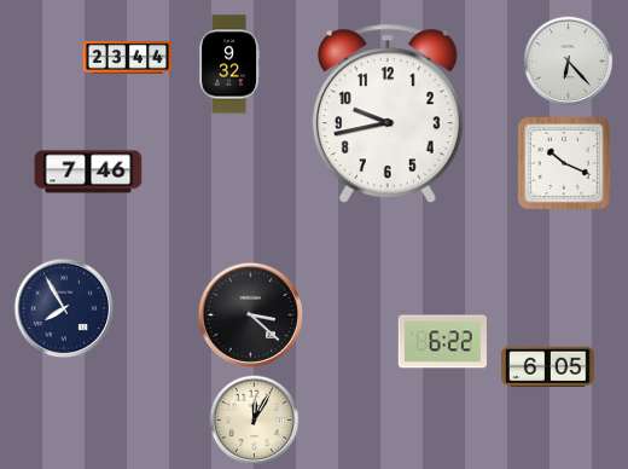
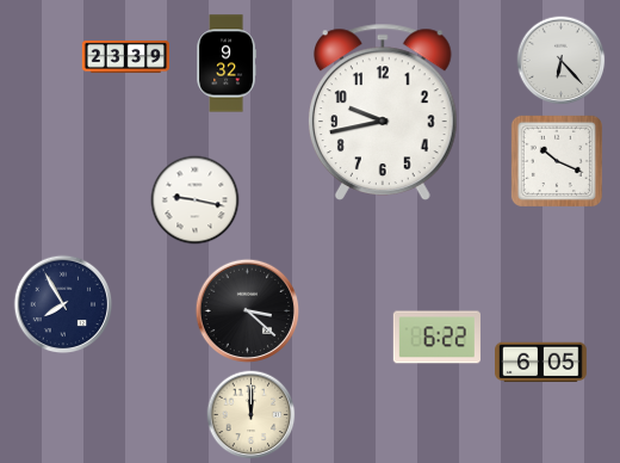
clock at (127, 57): 23:44 -> 23:39
clock at (88, 172): 7:46 -> none
clock at (196, 200): none -> 9:17
clock at (255, 421): 12:05 -> 12:00
